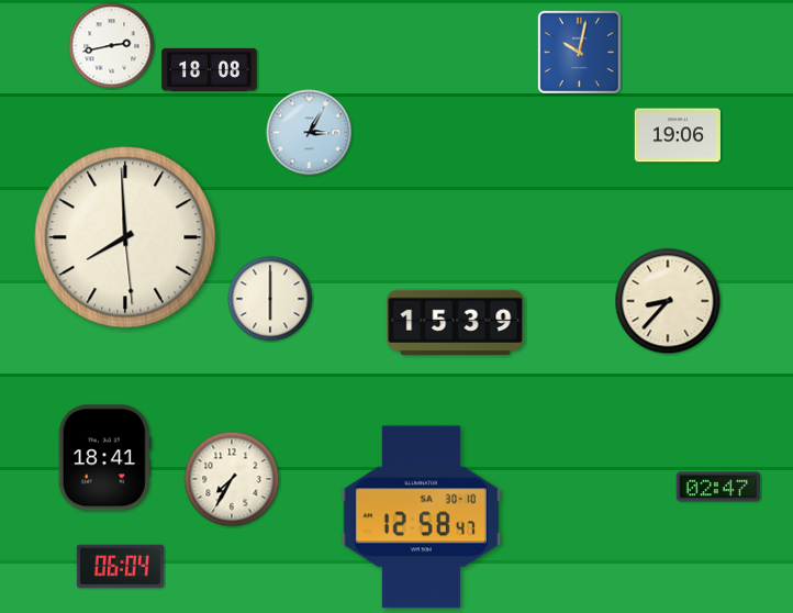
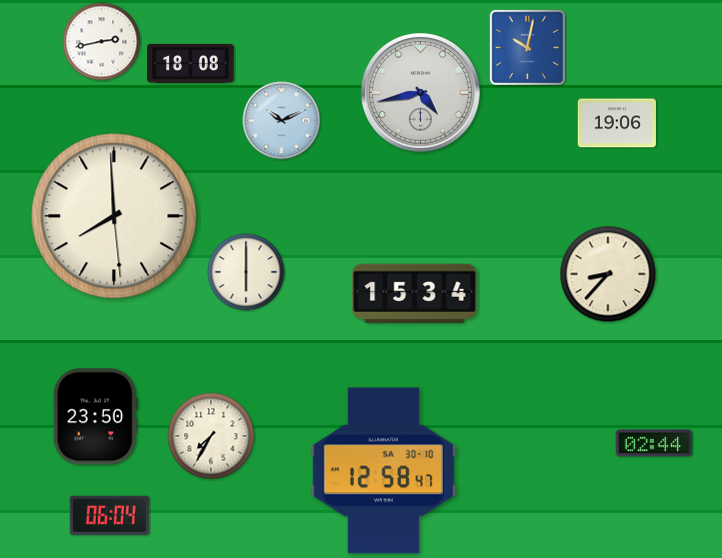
clock at (421, 93): none -> 4:43
clock at (310, 133): 3:05 -> 10:11
clock at (456, 322): 15:39 -> 15:34
clock at (104, 458): 18:41 -> 23:50
clock at (718, 487): 02:47 -> 02:44
